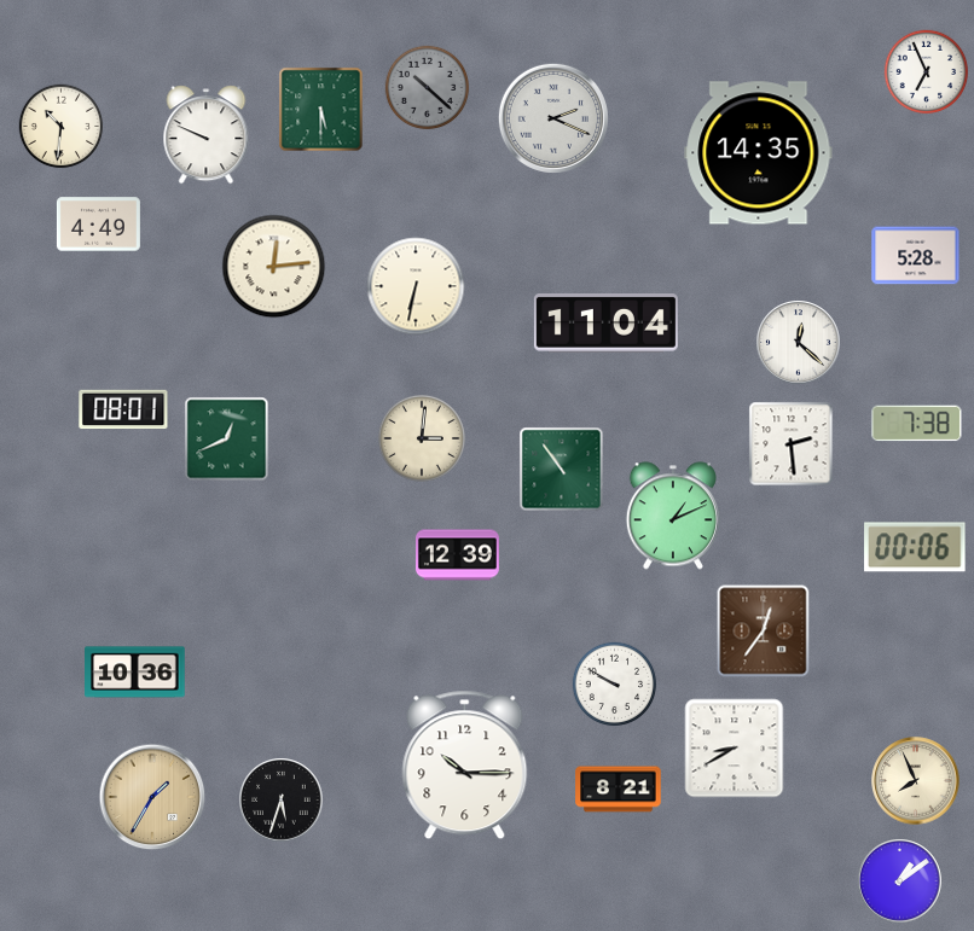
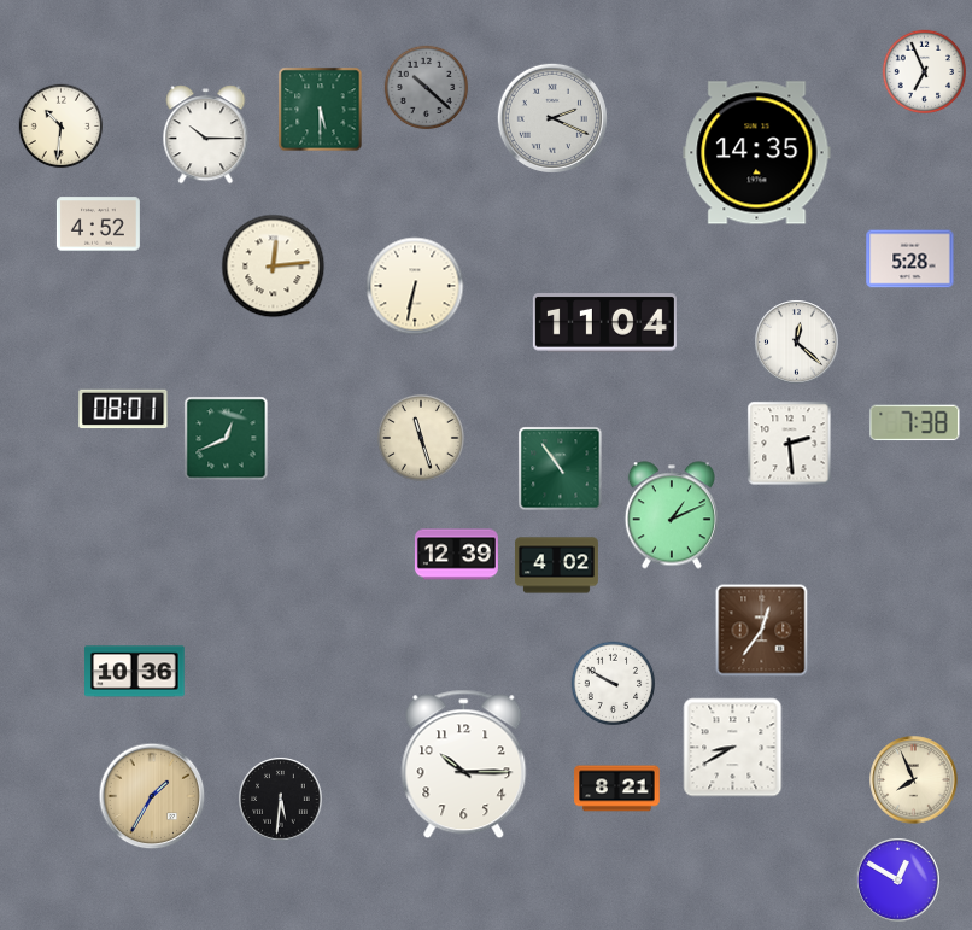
clock at (207, 135): 9:49 -> 10:15
clock at (98, 225): 4:49 -> 4:52
clock at (916, 256) position: (916, 256) -> (910, 259)
clock at (422, 438): 3:01 -> 11:27
clock at (915, 547): 00:06 -> none
clock at (556, 566): none -> 4:02
clock at (282, 801): 5:33 -> 5:31
clock at (900, 881): 1:09 -> 12:50
